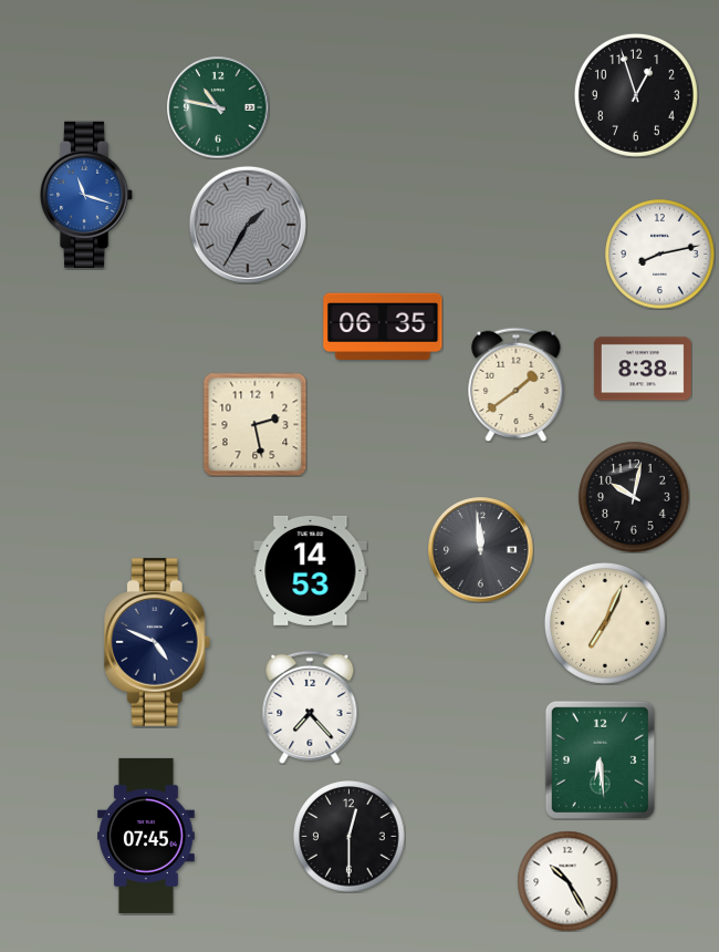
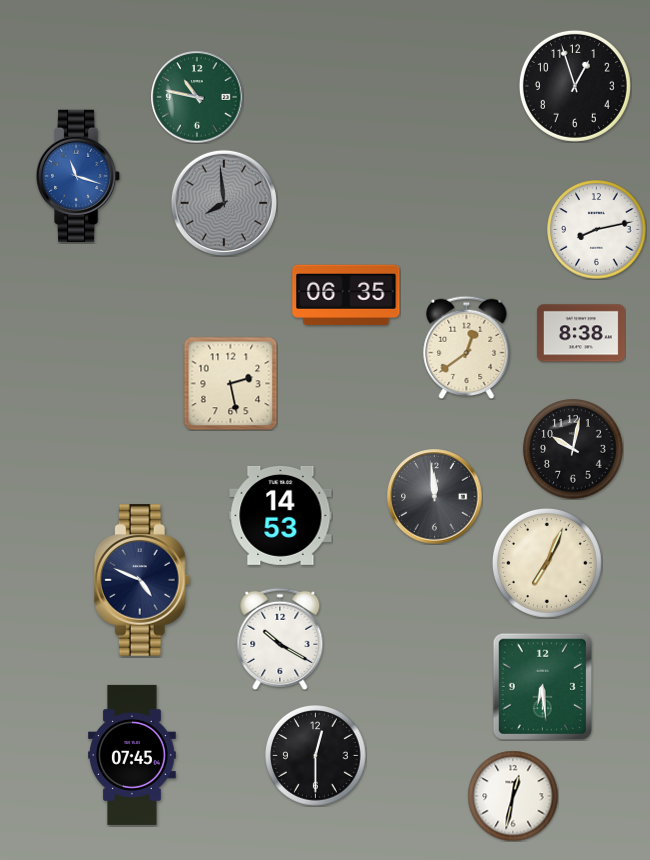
clock at (248, 225): 1:35 -> 7:59
clock at (517, 384): 1:39 -> 12:39
clock at (310, 707): 7:23 -> 10:20
clock at (567, 881): 10:25 -> 12:32
